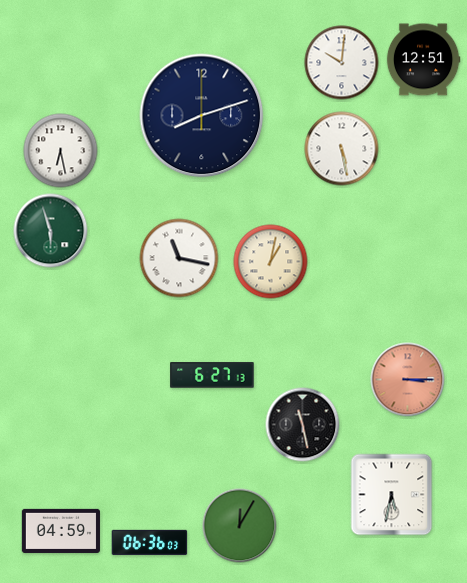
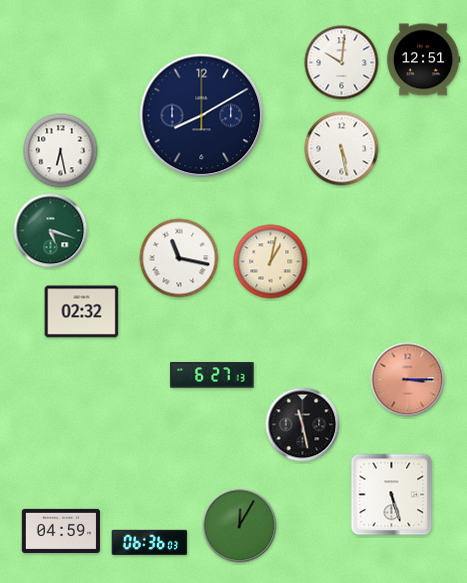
clock at (202, 116): 8:12 -> 8:10
clock at (51, 231): 5:57 -> 5:18
clock at (82, 312): none -> 02:32
clock at (392, 495): 5:32 -> 5:27
